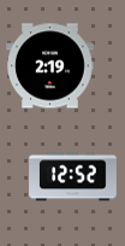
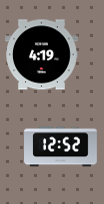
clock at (50, 66): 2:19 -> 4:19
